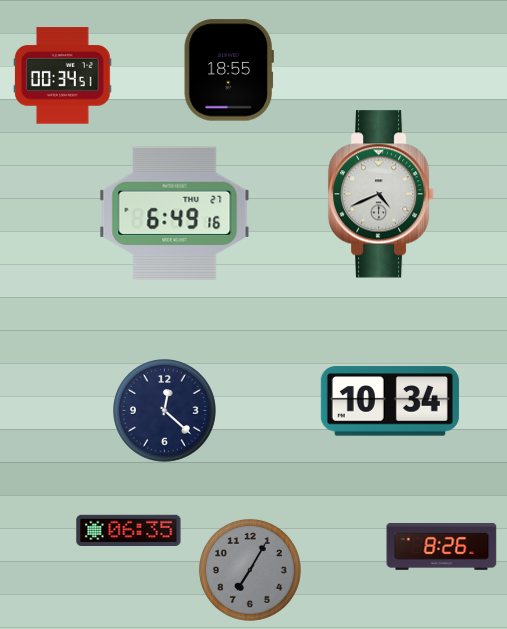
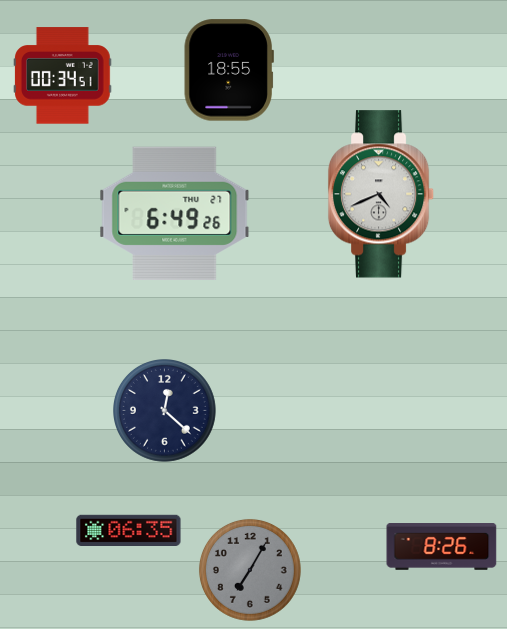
clock at (175, 214): 6:49:16 -> 6:49:26
clock at (390, 401): 10:34 -> none
